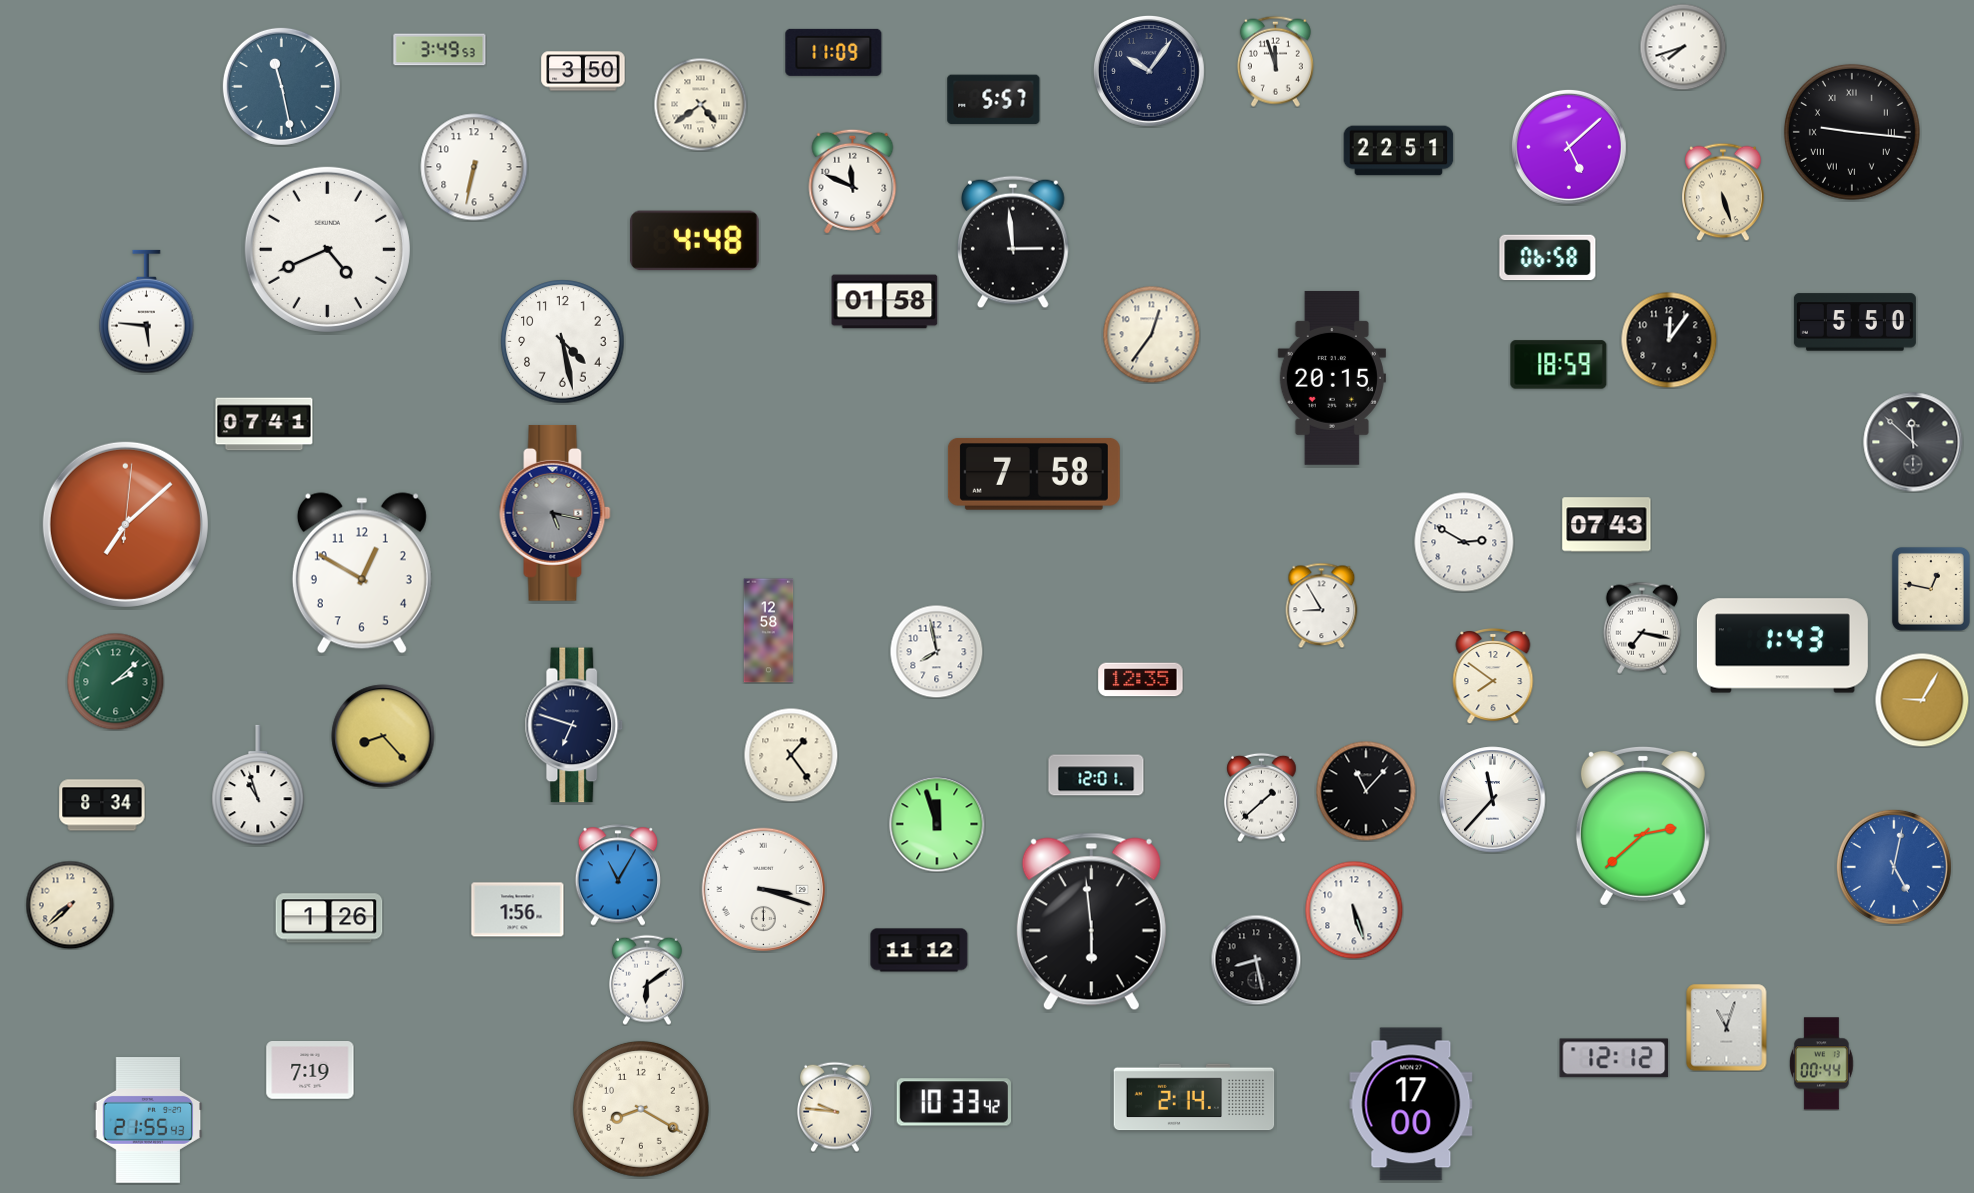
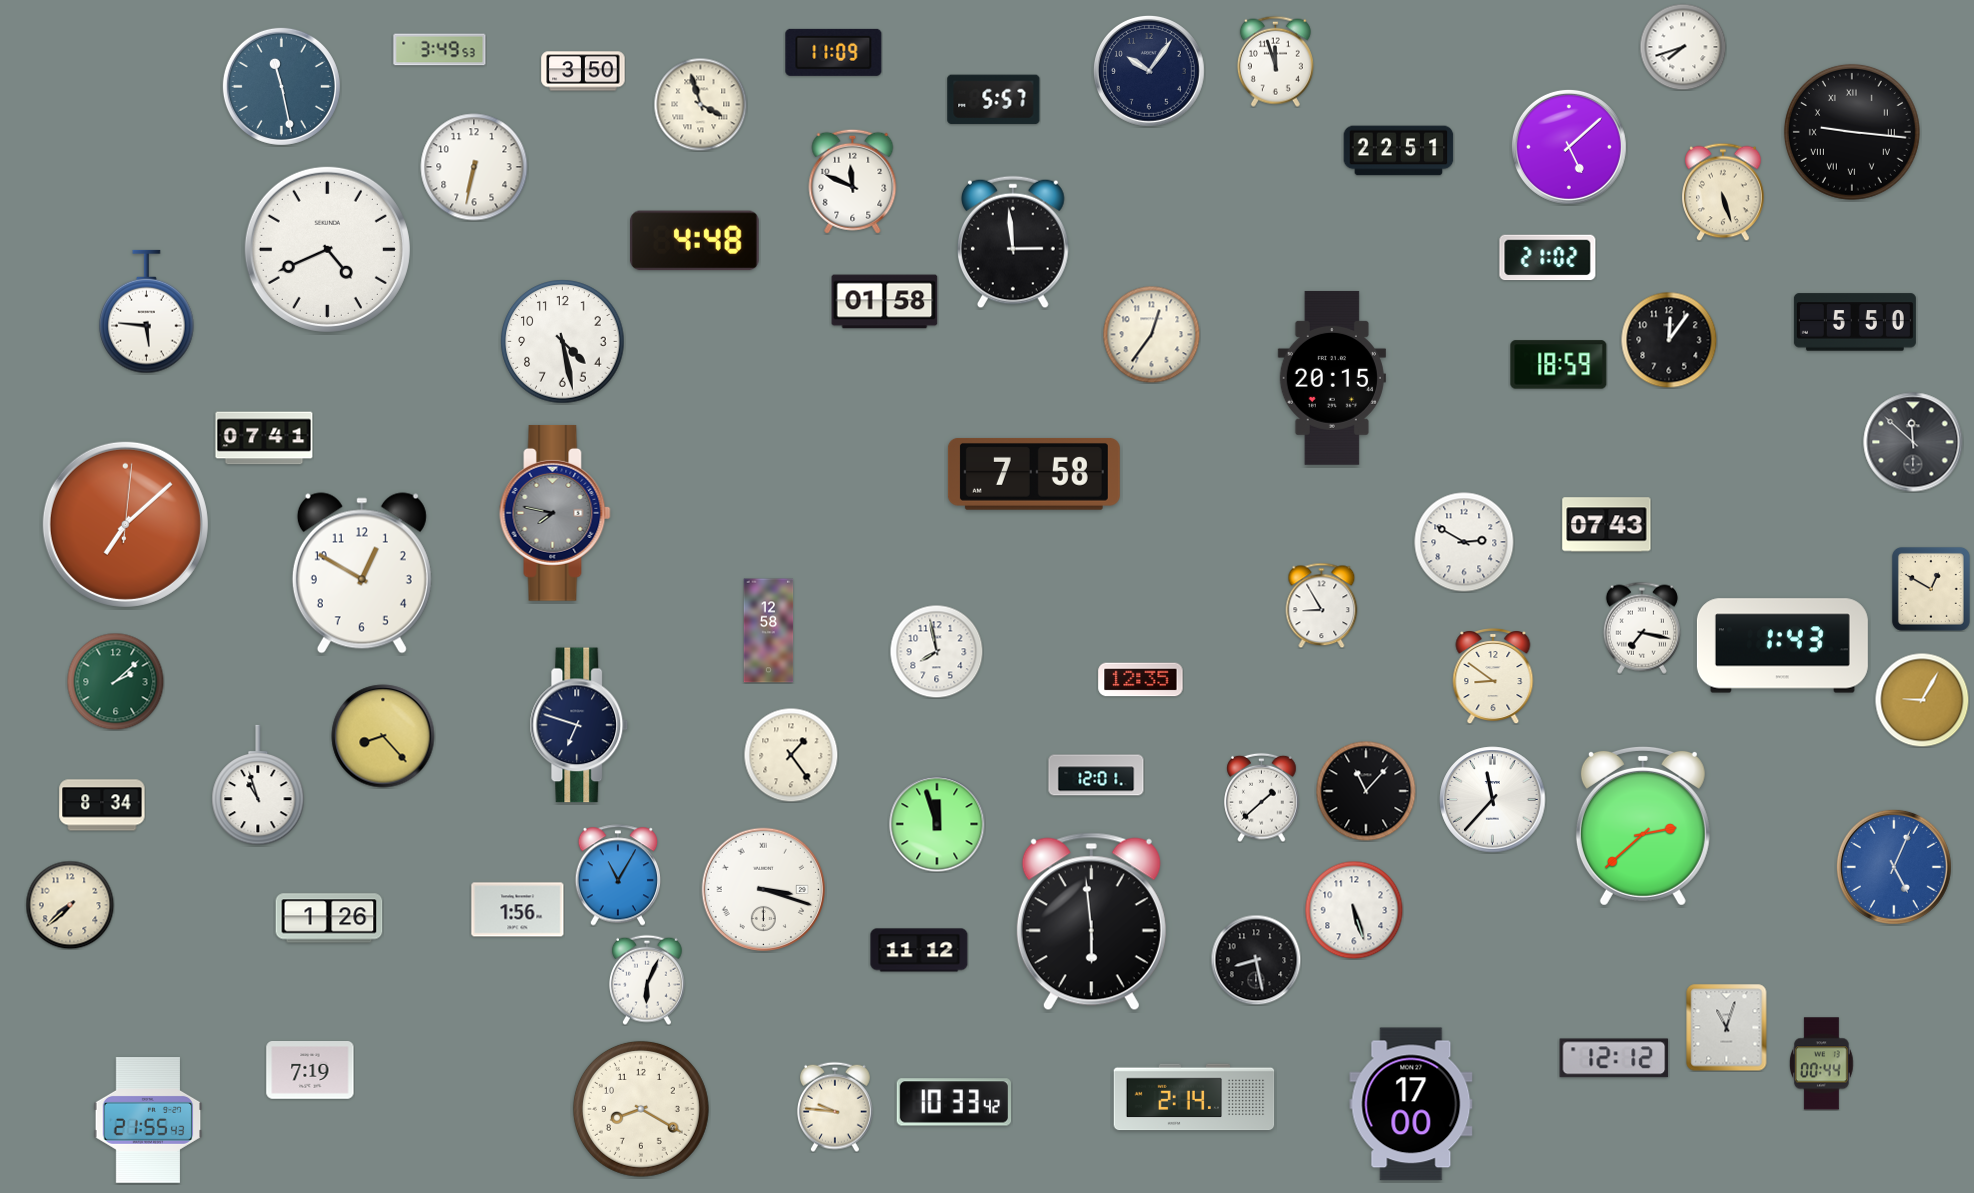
clock at (700, 104): 4:39 -> 3:57
clock at (1548, 258): 06:58 -> 21:02
clock at (264, 424) position: (264, 424) -> (264, 438)
clock at (555, 513): 5:17 -> 7:47
clock at (1931, 589): 12:47 -> 12:50
clock at (1493, 677): 7:51 -> 8:51
clock at (574, 725) position: (574, 725) -> (579, 725)
clock at (1894, 867): 5:02 -> 5:04
clock at (647, 980): 6:09 -> 6:04
